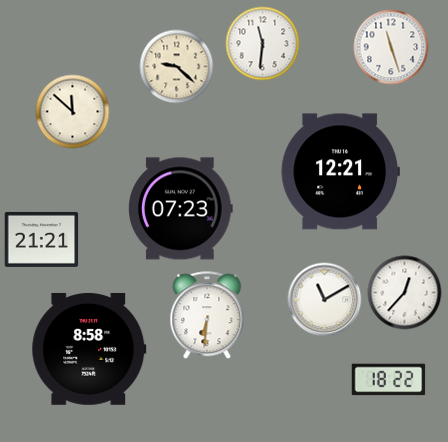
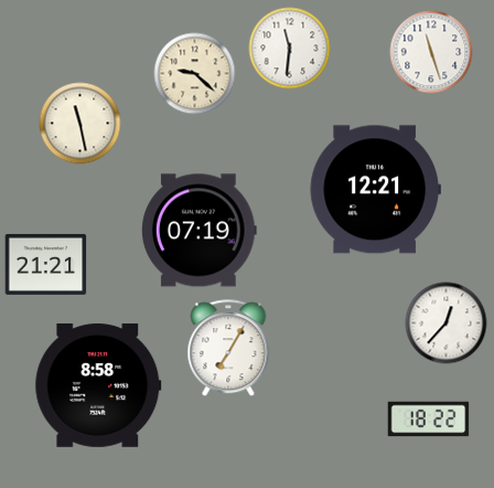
clock at (73, 112): 11:52 -> 11:28
clock at (181, 209): 07:23 -> 07:19
clock at (325, 300): 11:10 -> none
clock at (207, 316): 6:31 -> 7:05
